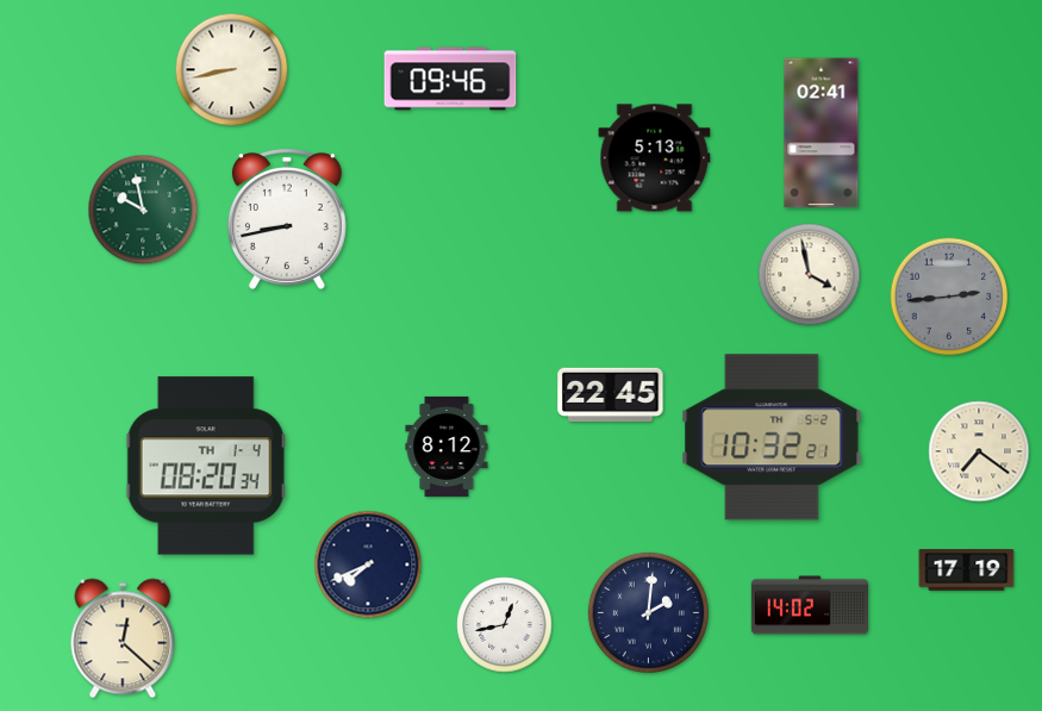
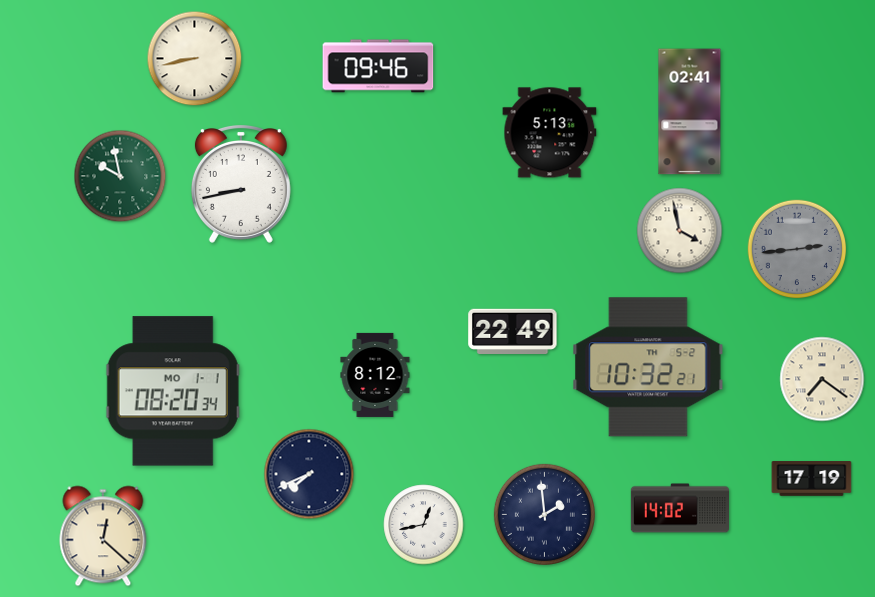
clock at (611, 394): 22:45 -> 22:49
clock at (206, 466) date: TH 1-4 -> MO 1-1
clock at (648, 612): 2:01 -> 1:59
